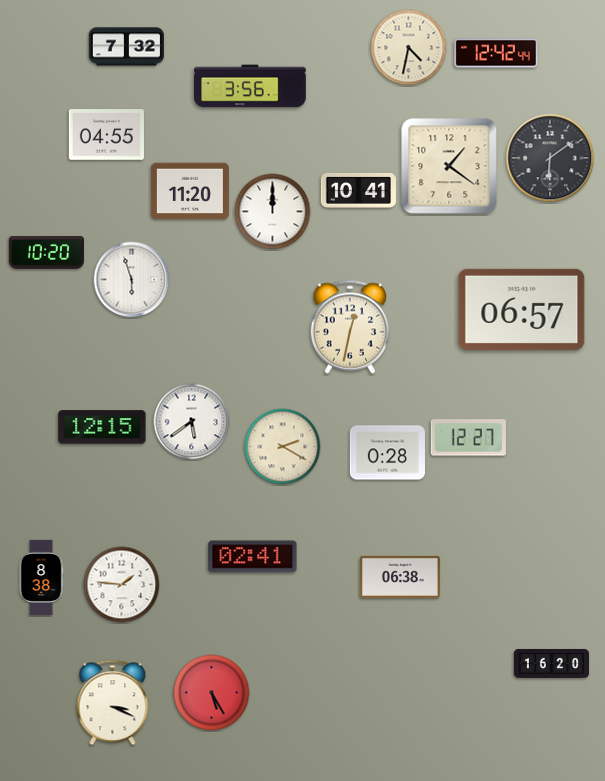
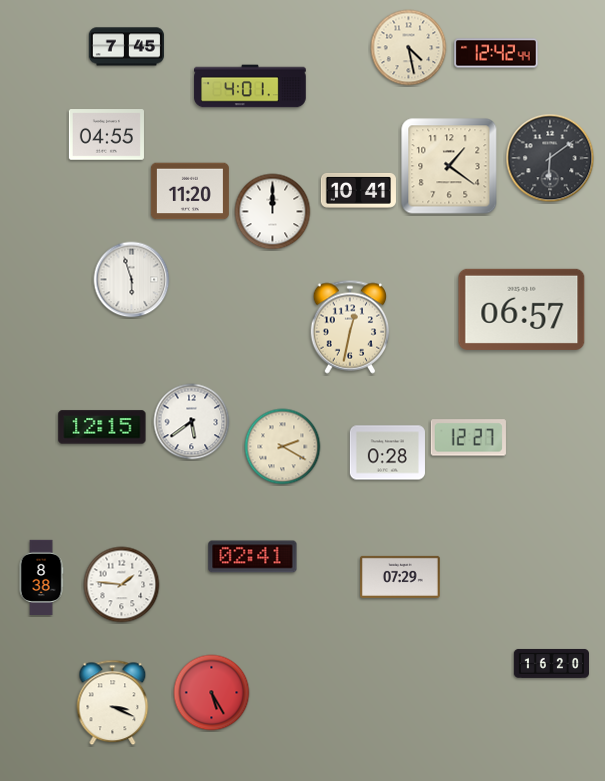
clock at (126, 47): 7:32 -> 7:45
clock at (409, 48): 4:32 -> 4:28
clock at (250, 86): 3:56 -> 4:01
clock at (46, 253): 10:20 -> none
clock at (401, 577): 06:38 -> 07:29
